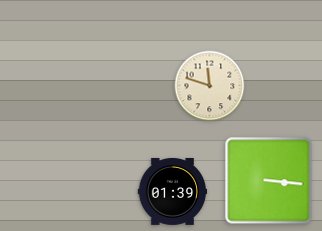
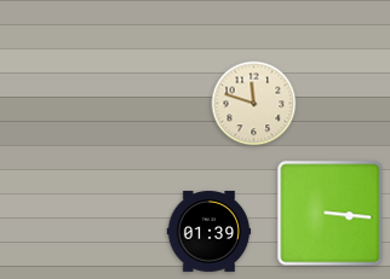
clock at (269, 181) position: (269, 181) -> (331, 214)
